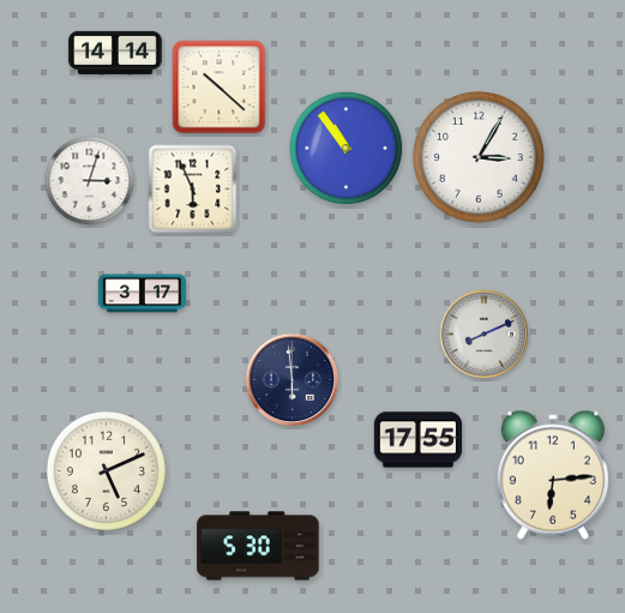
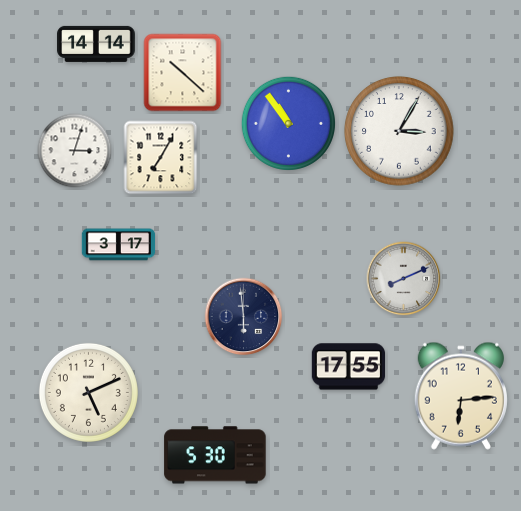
clock at (193, 190): 5:56 -> 7:05
